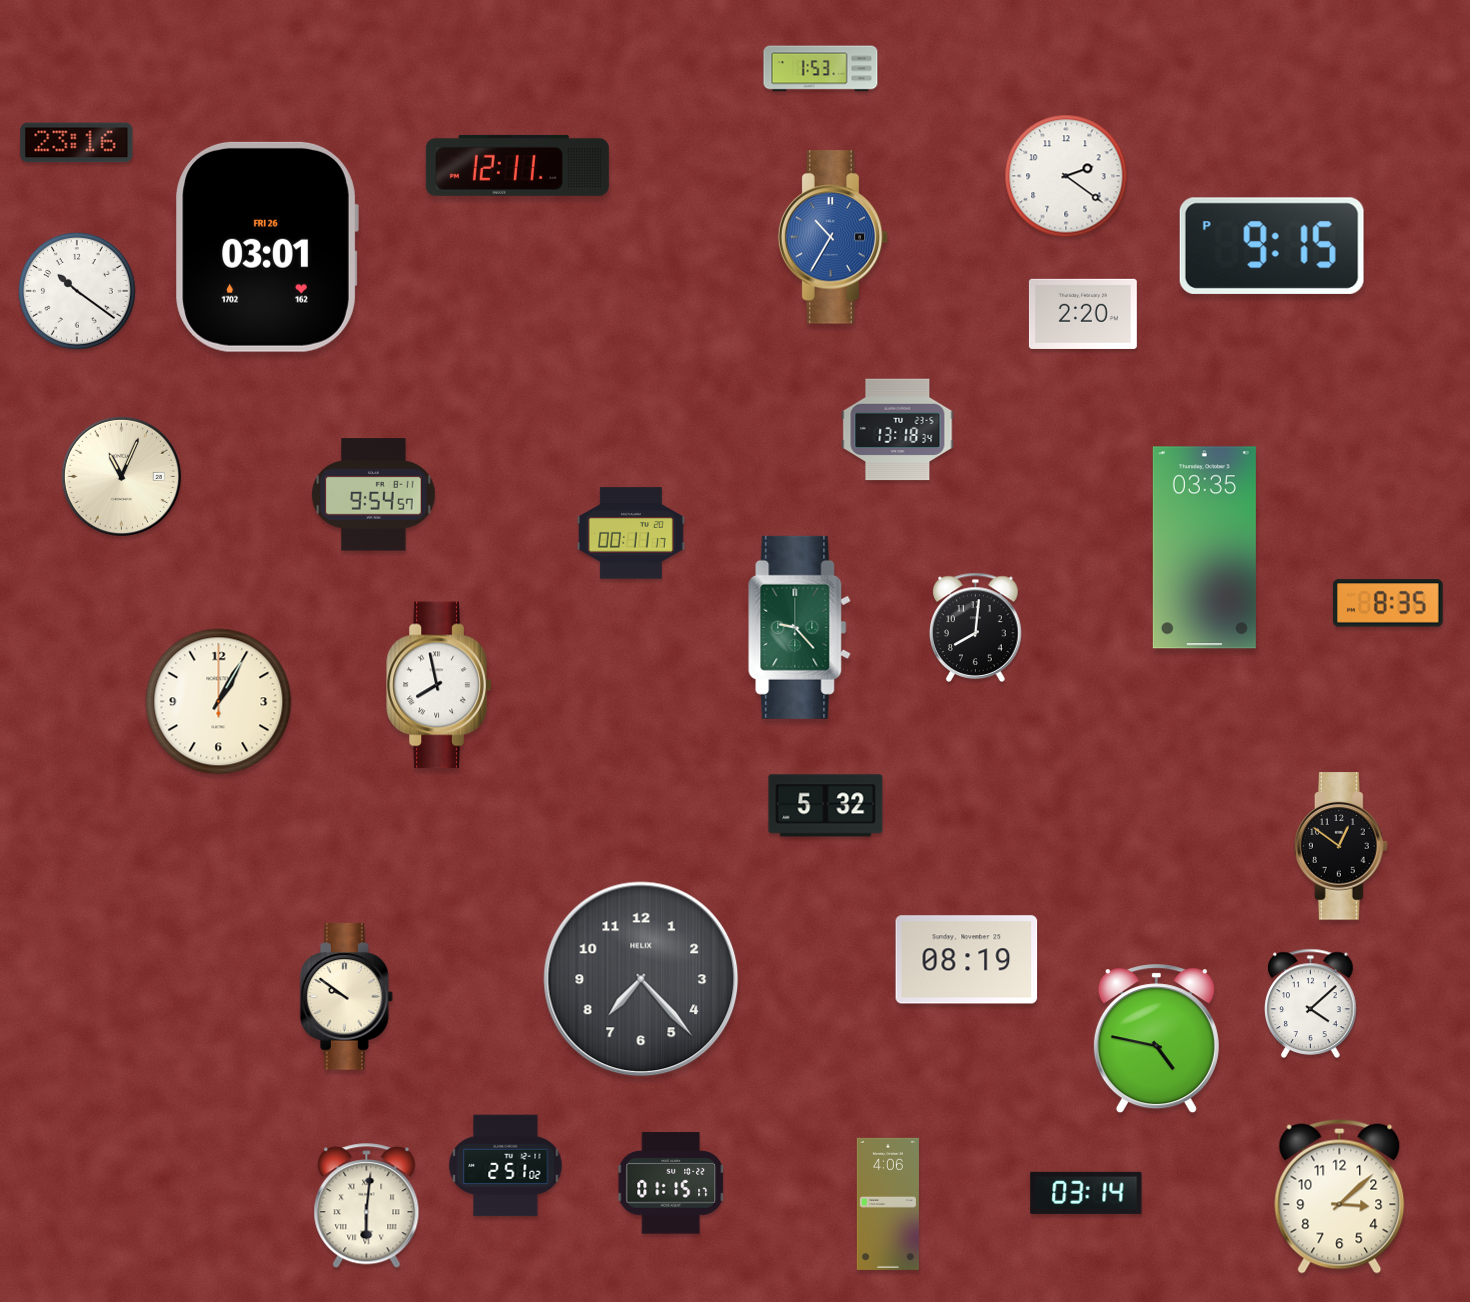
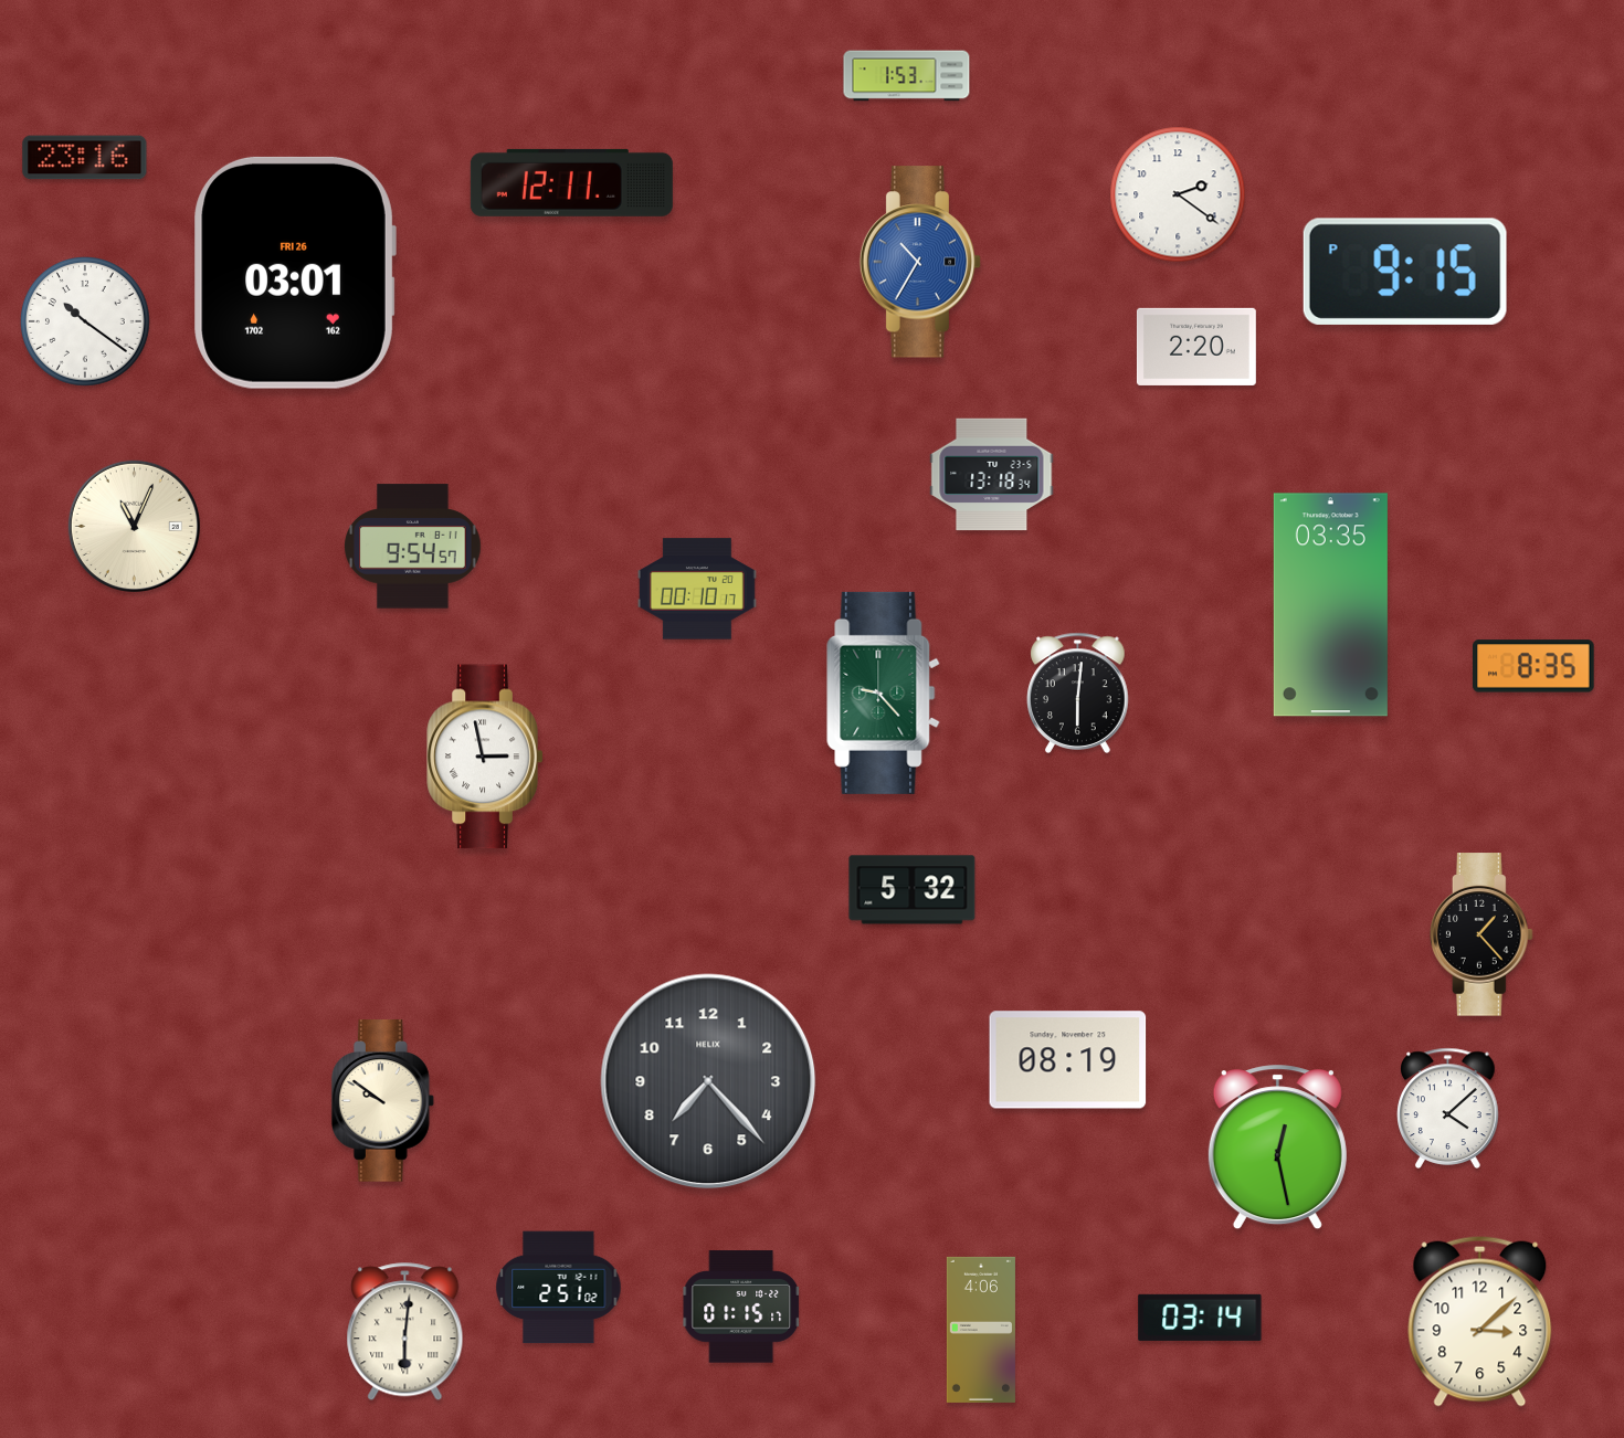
clock at (631, 533): 00:11 -> 00:10
clock at (976, 627): 8:01 -> 6:01
clock at (439, 685): 7:58 -> 2:58
clock at (219, 702): 1:05 -> none
clock at (1341, 846): 12:51 -> 1:23
clock at (1156, 1039): 4:47 -> 12:28
